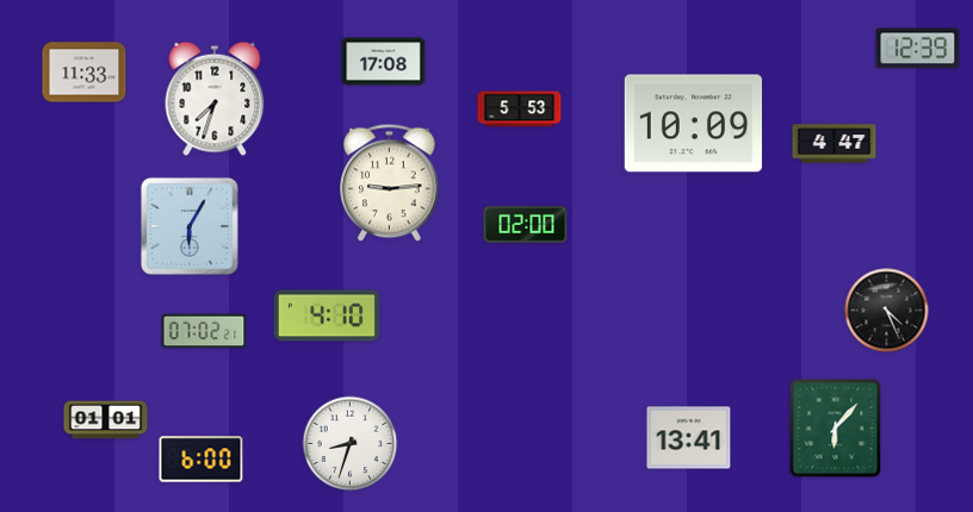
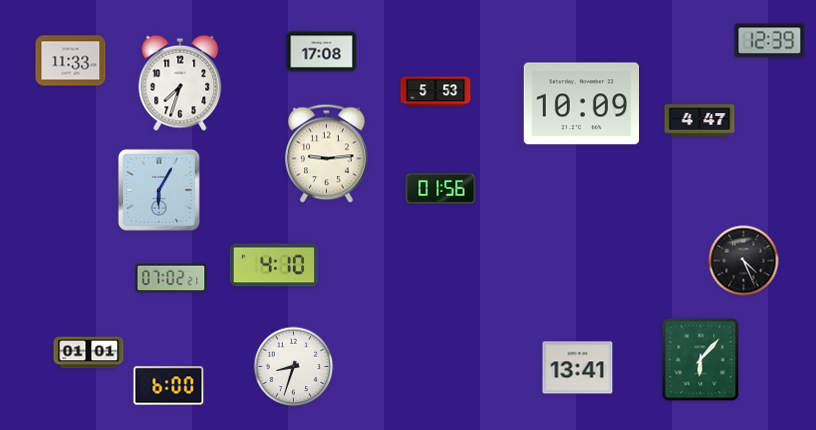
clock at (526, 225): 02:00 -> 01:56
clock at (351, 444) position: (351, 444) -> (294, 367)
